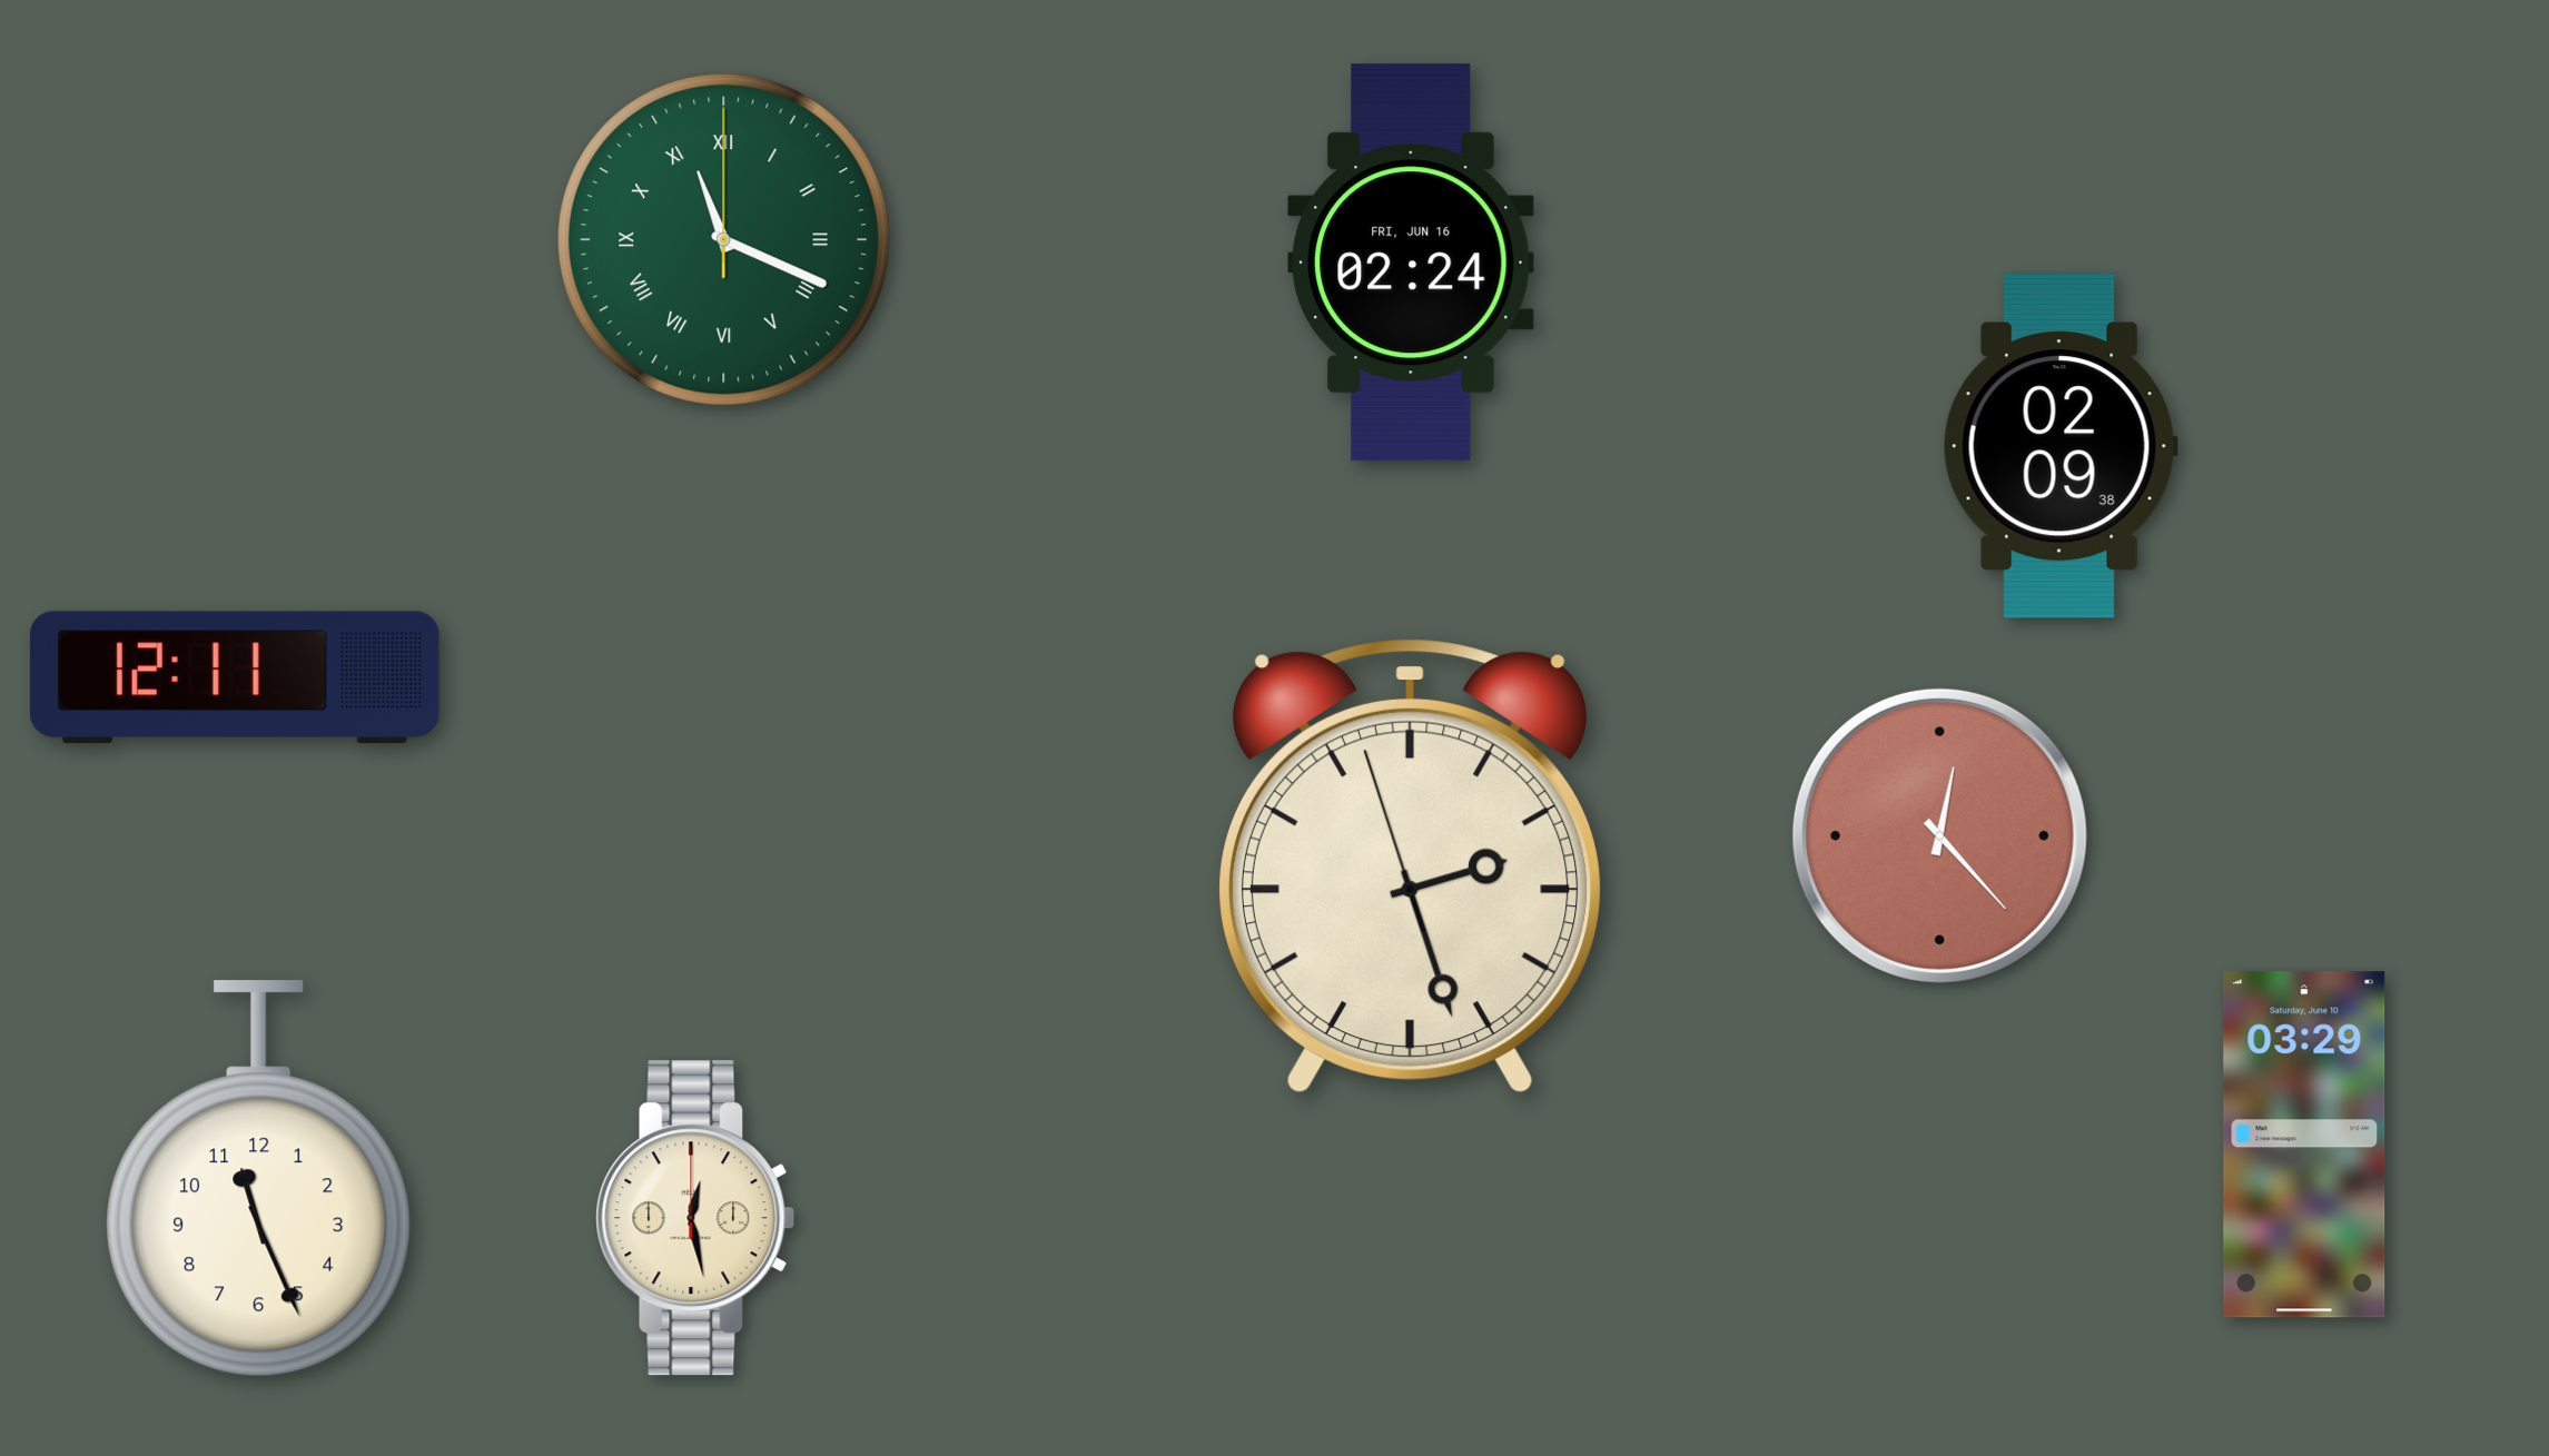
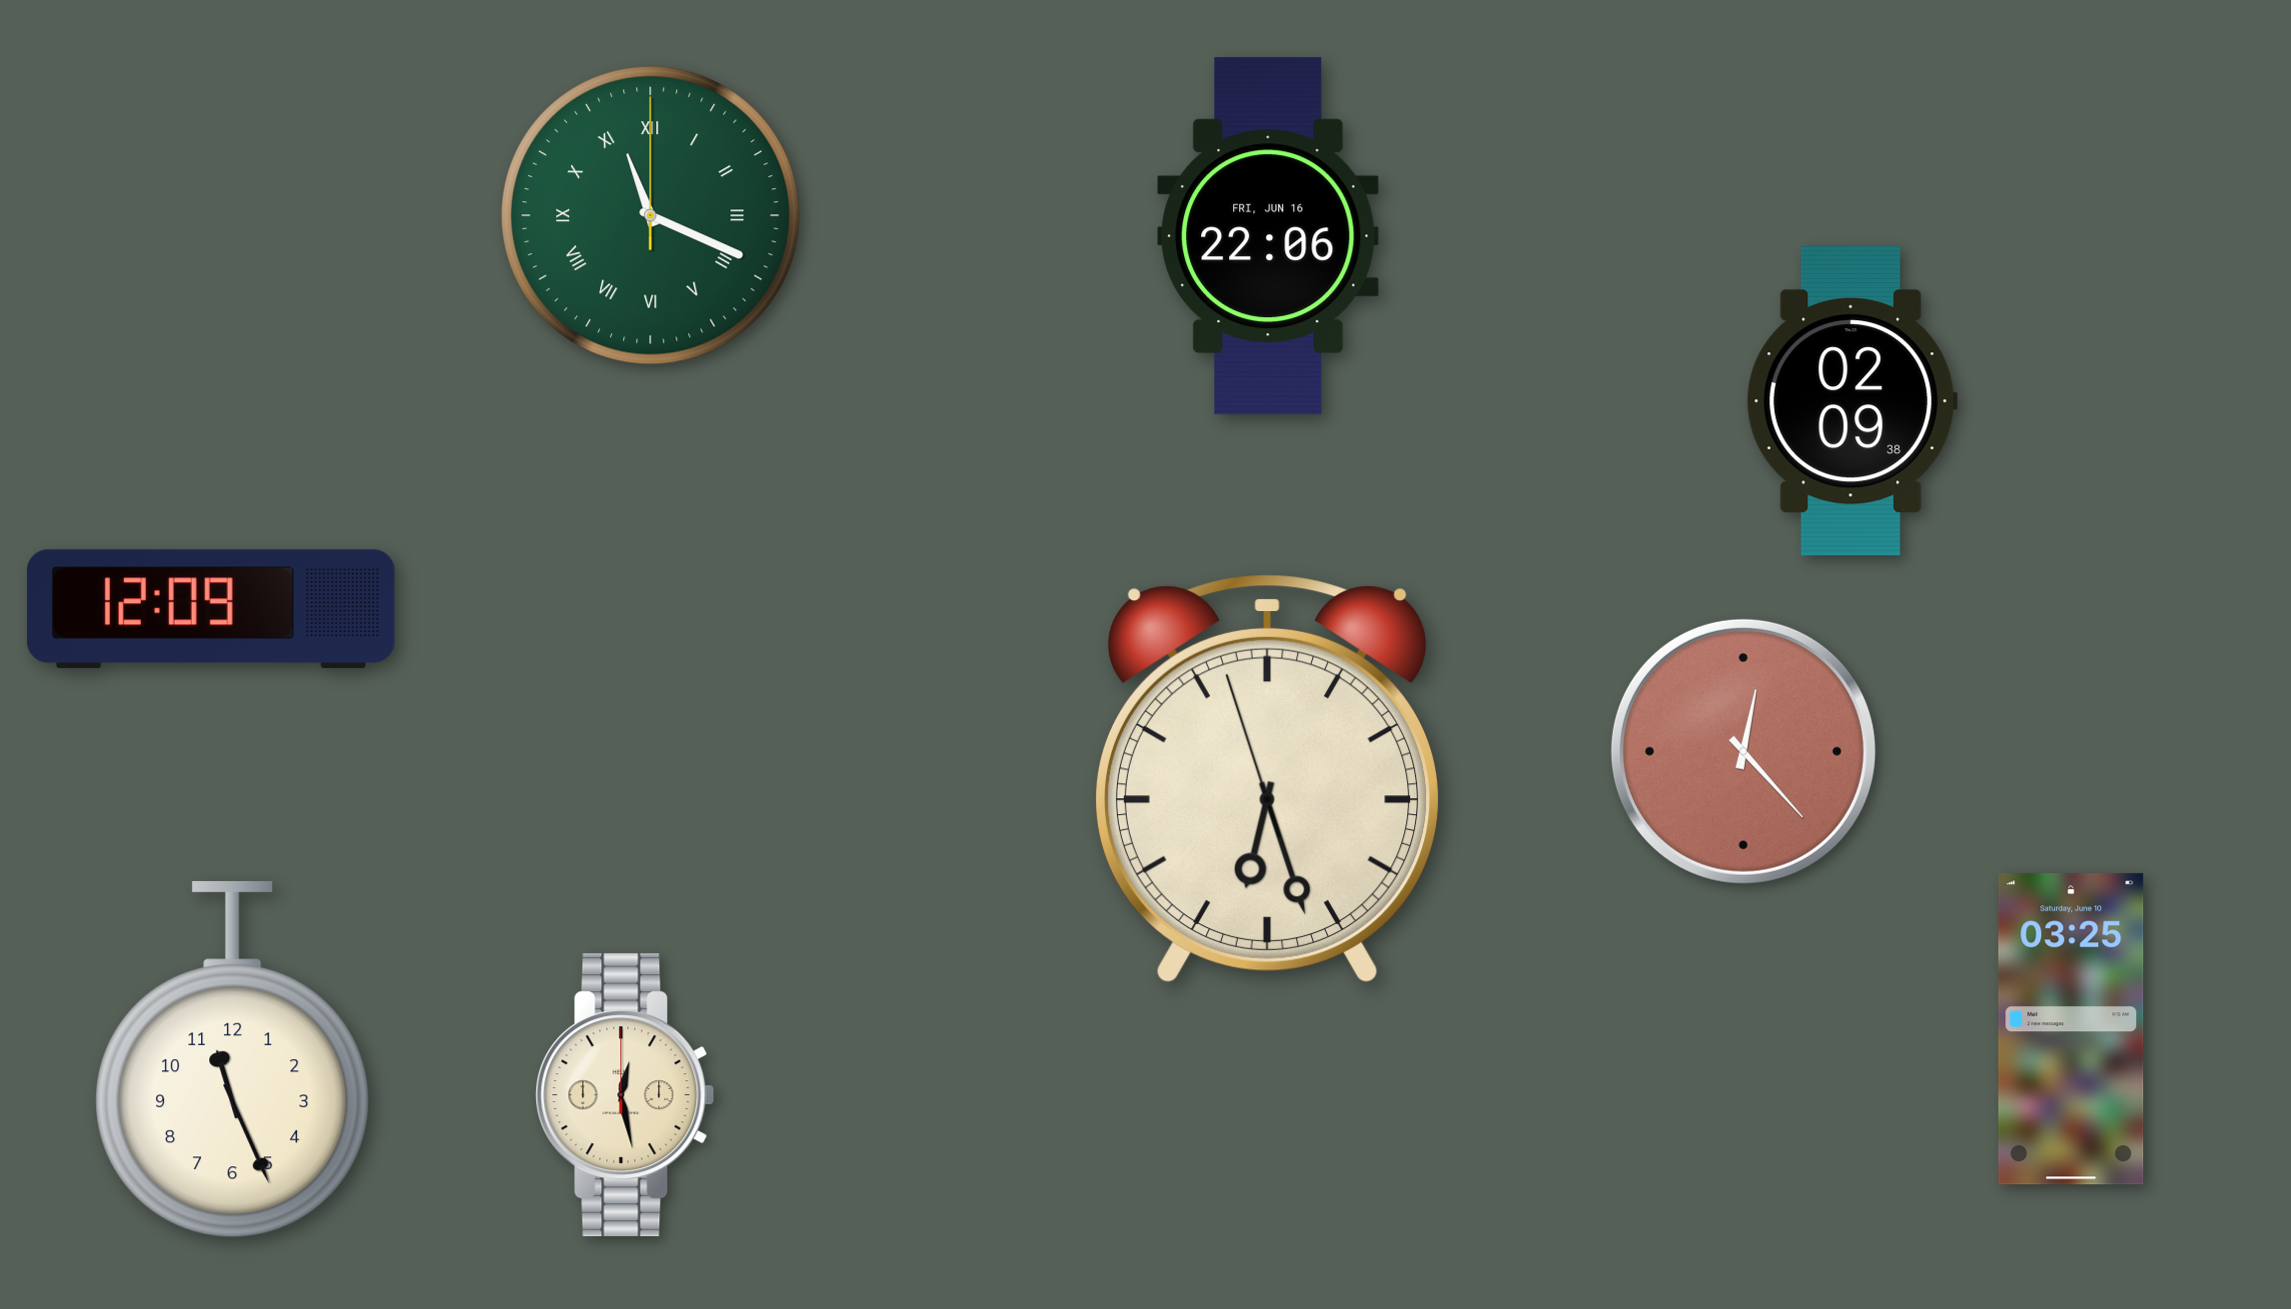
clock at (1412, 263): 02:24 -> 22:06
clock at (235, 677): 12:11 -> 12:09
clock at (1410, 866): 2:26 -> 6:26
clock at (2304, 1145): 03:29 -> 03:25
